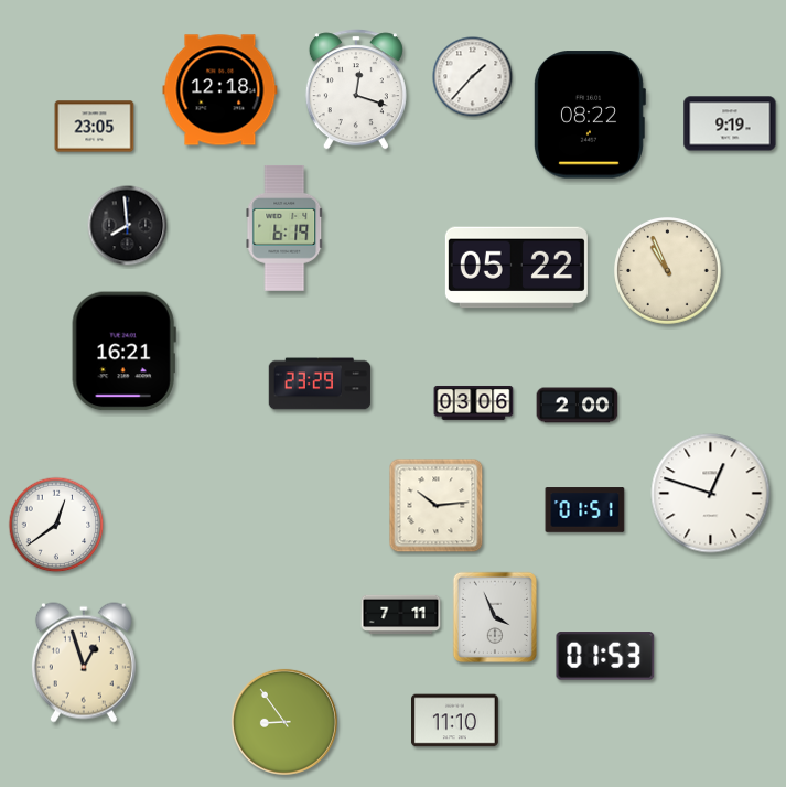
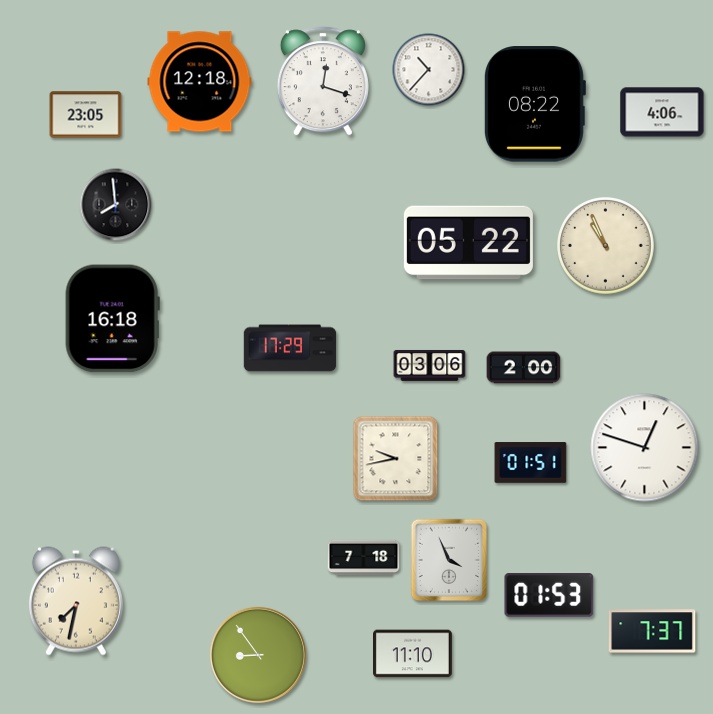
clock at (473, 77): 1:37 -> 10:37
clock at (730, 123): 9:19 -> 4:06
clock at (284, 228): 6:19 -> none
clock at (123, 352): 16:21 -> 16:18
clock at (320, 384): 23:29 -> 17:29
clock at (437, 506): 10:14 -> 9:43
clock at (56, 525): 12:39 -> none
clock at (401, 615): 7:11 -> 7:18
clock at (84, 662): 12:57 -> 7:32
clock at (652, 631): none -> 7:37
